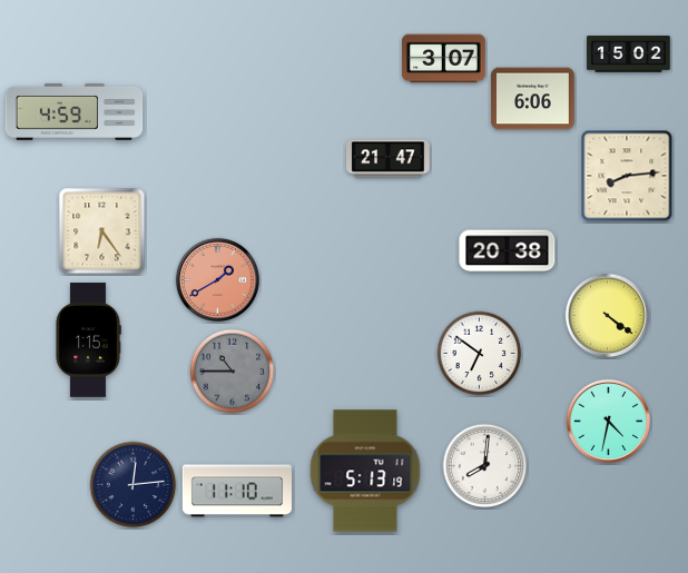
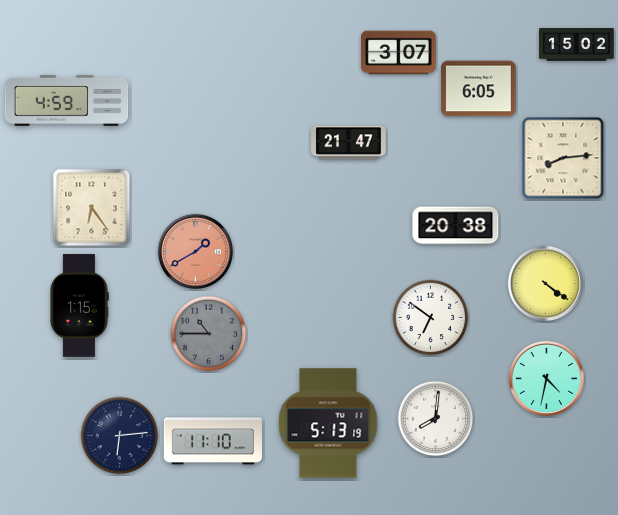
clock at (629, 55) position: (629, 55) -> (577, 45)
clock at (533, 99): 6:06 -> 6:05
clock at (134, 485): 12:14 -> 6:14
